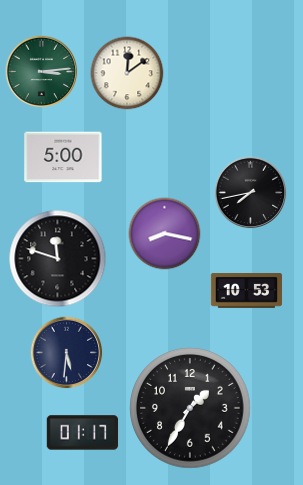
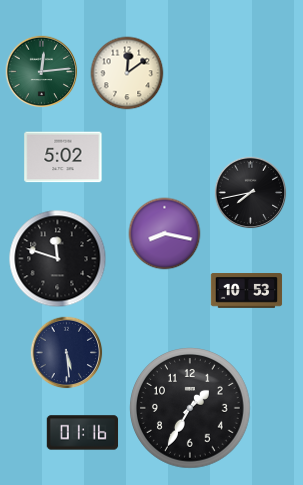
clock at (42, 72): 3:14 -> 12:14
clock at (63, 157): 5:00 -> 5:02
clock at (67, 353): 5:31 -> 5:29
clock at (83, 433): 01:17 -> 01:16
